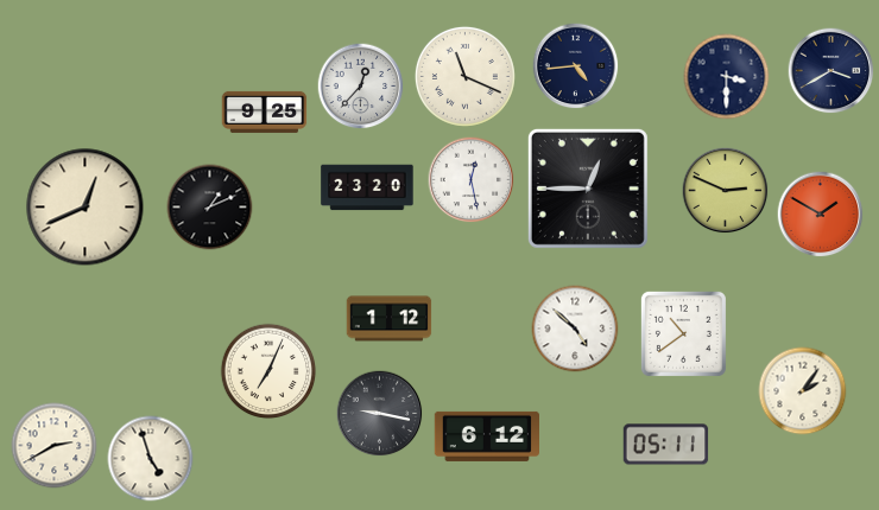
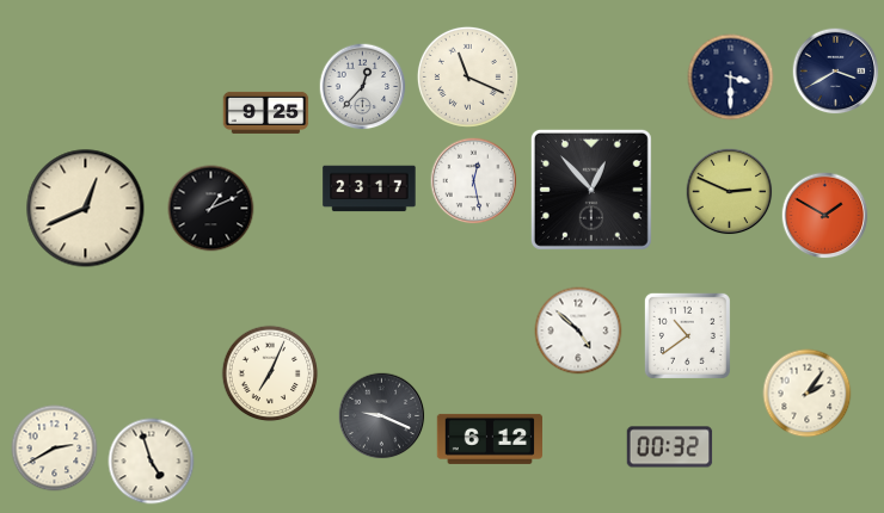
clock at (576, 66): 4:44 -> none
clock at (367, 187): 23:20 -> 23:17
clock at (588, 189): 12:45 -> 12:53
clock at (390, 319): 1:12 -> none
clock at (380, 414): 9:17 -> 9:19
clock at (666, 445): 05:11 -> 00:32
